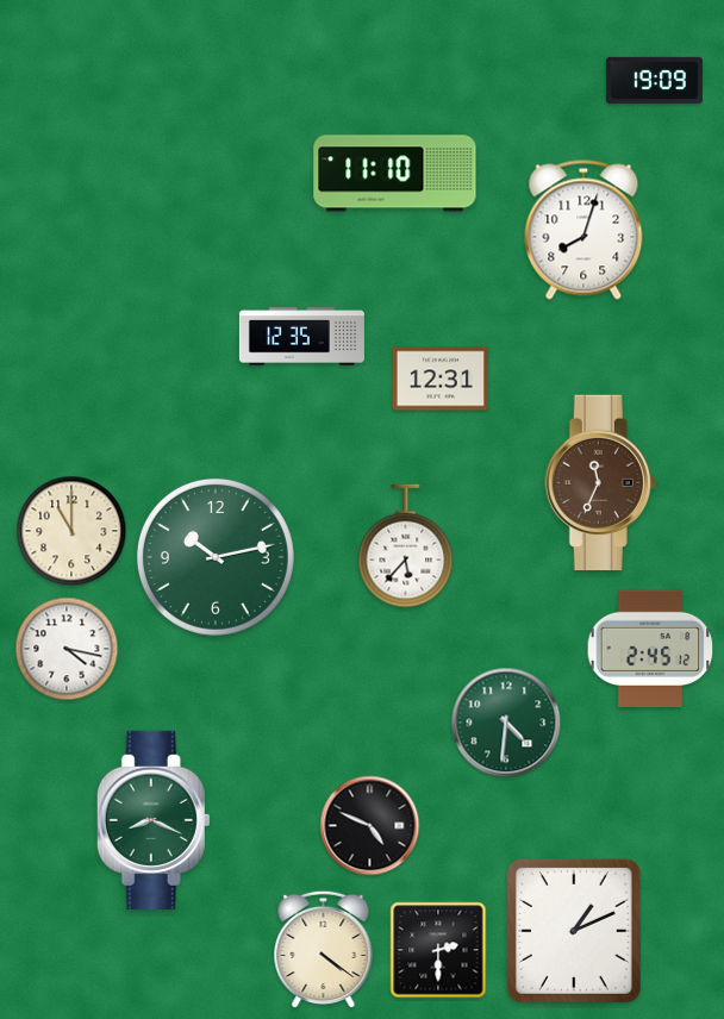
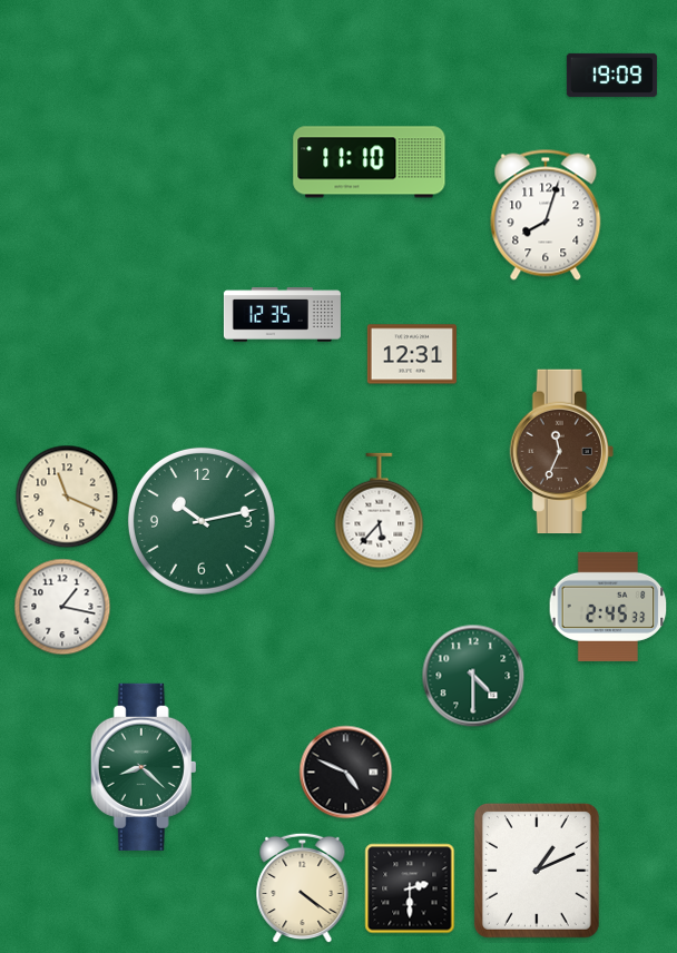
clock at (71, 531): 11:00 -> 11:19
clock at (67, 649): 4:17 -> 1:17
clock at (650, 649): 2:45:12 -> 2:45:33
clock at (506, 723): 4:31 -> 4:30
clock at (154, 820): 8:19 -> 8:22
